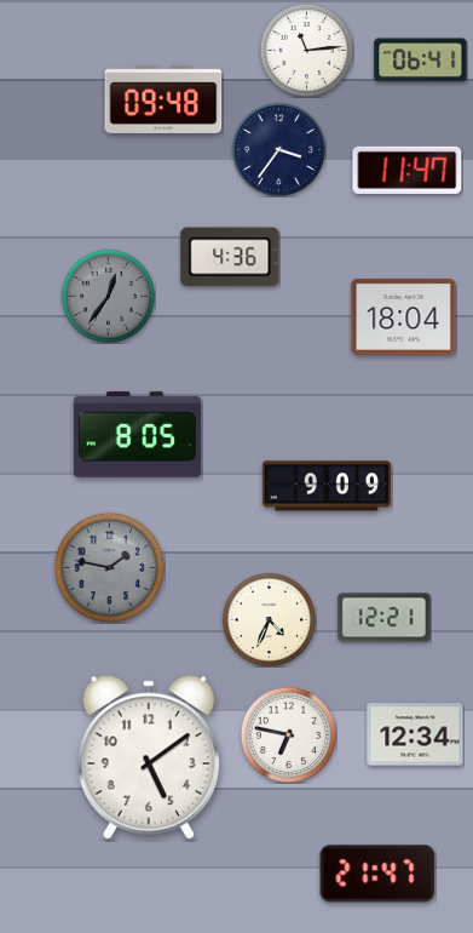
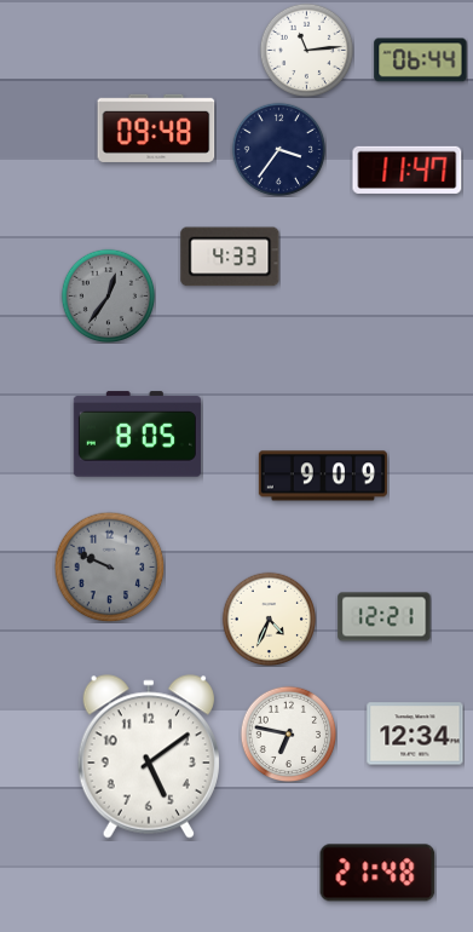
clock at (421, 61): 06:41 -> 06:44
clock at (163, 99) position: (163, 99) -> (156, 128)
clock at (230, 257): 4:36 -> 4:33
clock at (404, 316): 18:04 -> none
clock at (327, 486) position: (327, 486) -> (323, 476)
clock at (109, 567): 1:47 -> 9:49
clock at (377, 874): 21:47 -> 21:48
